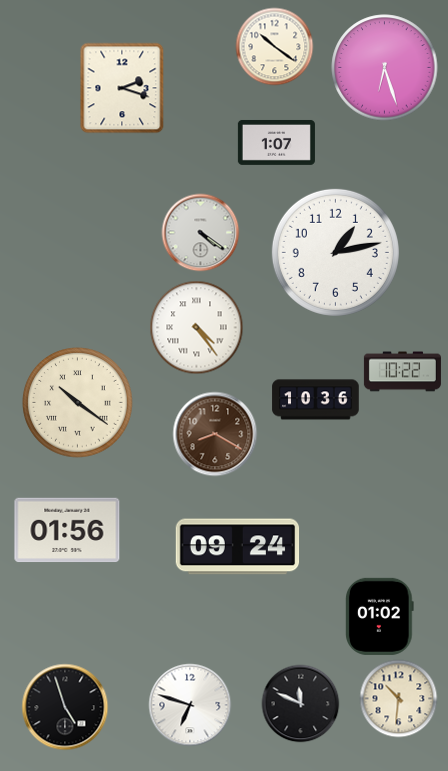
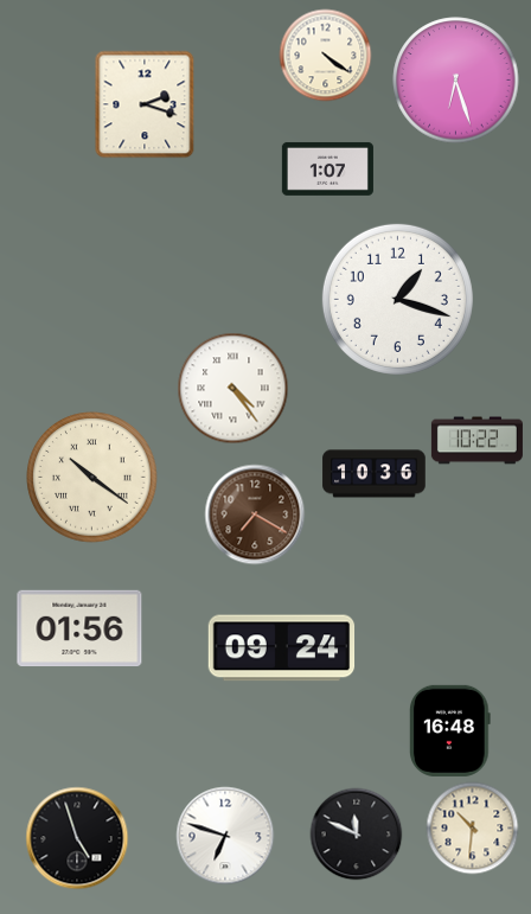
clock at (274, 46): 10:21 -> 4:21
clock at (200, 232): 4:21 -> none
clock at (335, 252): 1:13 -> 1:18
clock at (215, 434): 8:20 -> 7:20
clock at (380, 616): 01:02 -> 16:48
